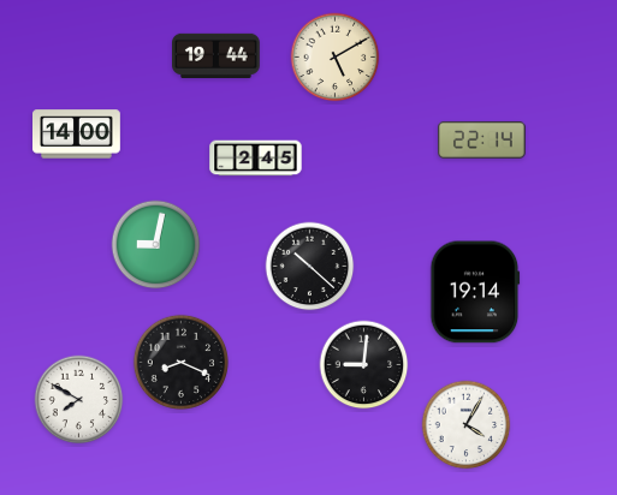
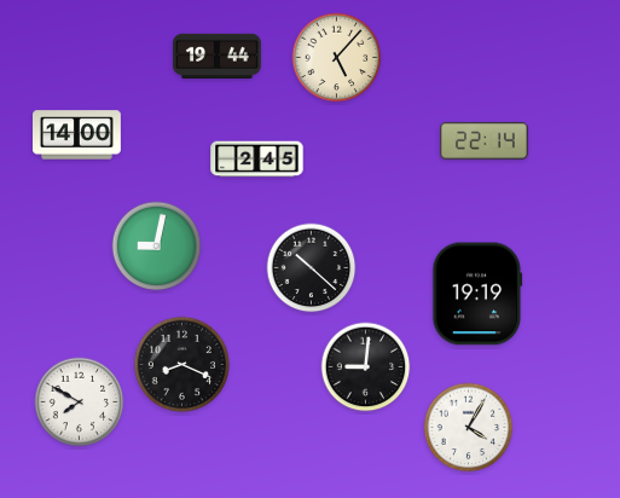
clock at (336, 58): 5:10 -> 5:07
clock at (475, 292): 19:14 -> 19:19
